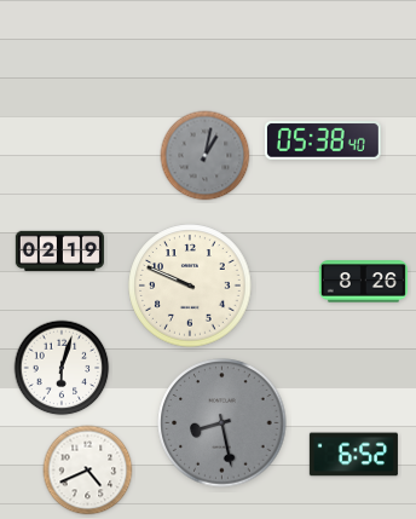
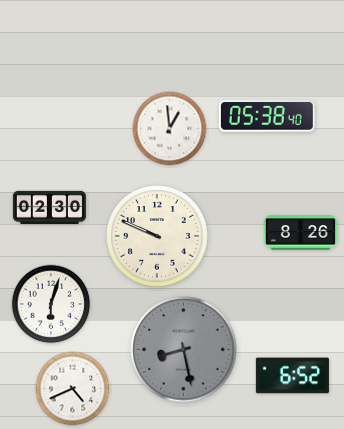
clock at (206, 156): 1:02 -> 12:59
clock at (206, 156) dial: grey -> white
clock at (59, 250): 02:19 -> 02:30
